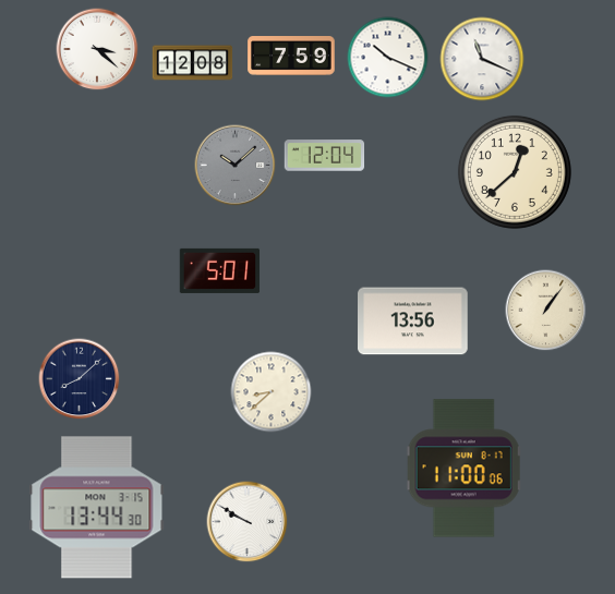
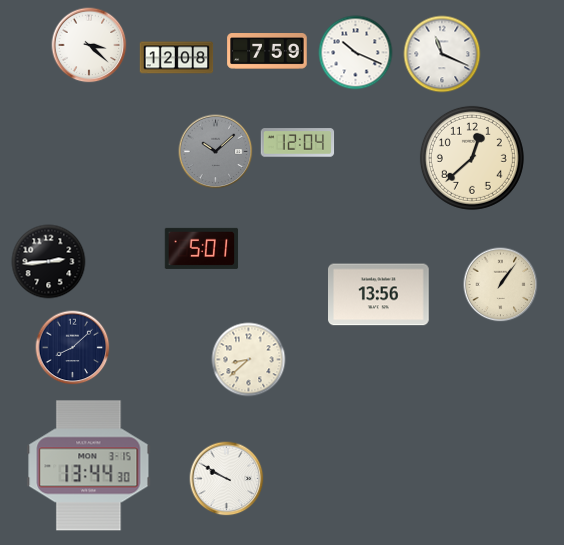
clock at (49, 262): none -> 2:44
clock at (465, 469): 11:00 -> none
